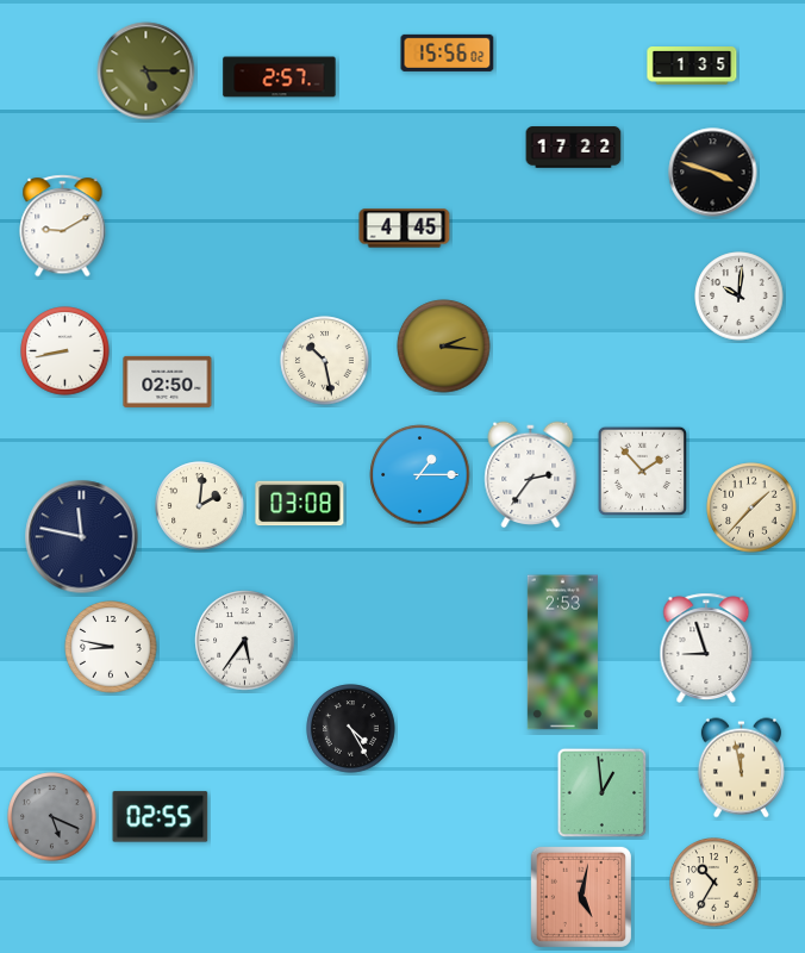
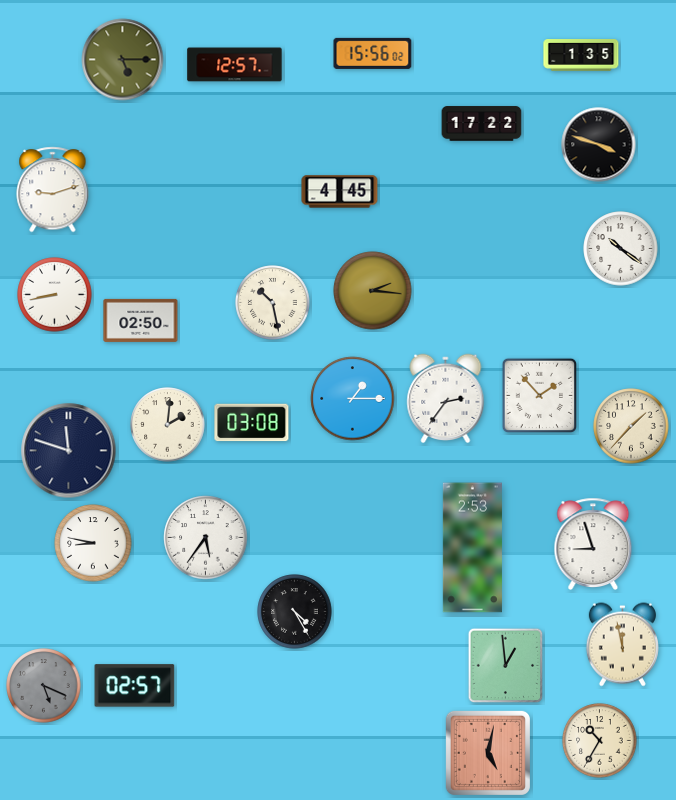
clock at (448, 52) position: (448, 52) -> (373, 53)
clock at (280, 77): 2:57 -> 12:57
clock at (63, 226): 9:10 -> 9:12
clock at (740, 297): 10:01 -> 10:21
clock at (82, 537): 11:47 -> 11:48
clock at (161, 817): 02:55 -> 02:57
